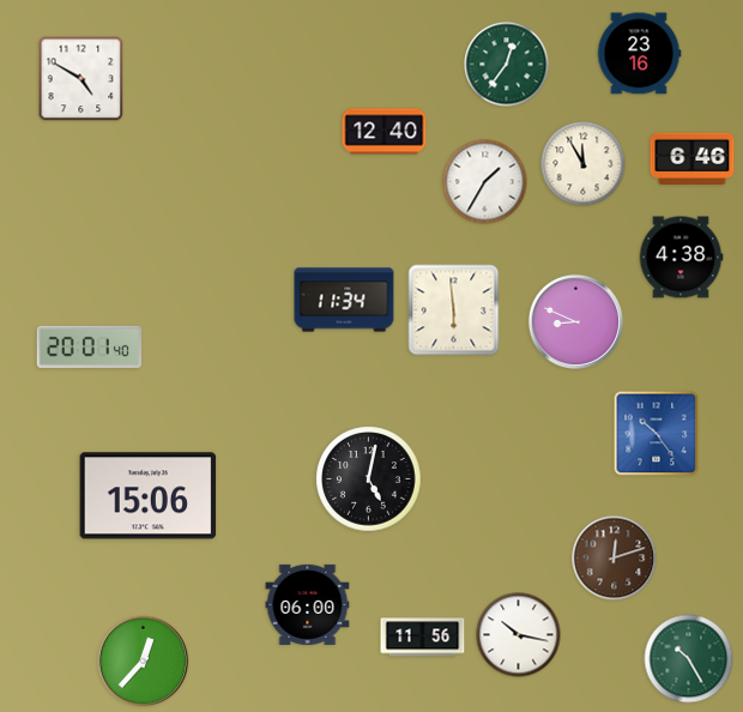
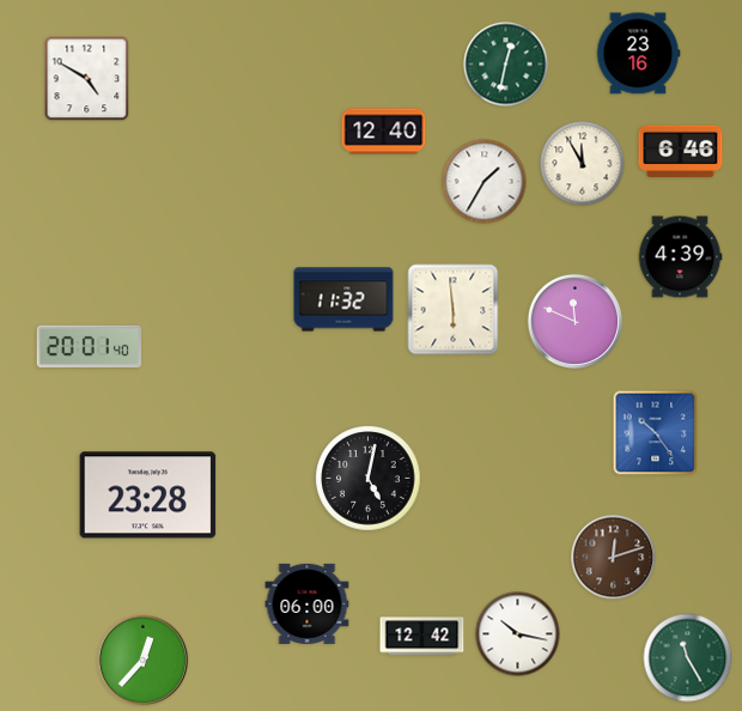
clock at (507, 65): 12:36 -> 12:32
clock at (81, 79) position: (81, 79) -> (87, 79)
clock at (693, 158) position: (693, 158) -> (681, 151)
clock at (681, 258): 4:38 -> 4:39
clock at (344, 300): 11:34 -> 11:32
clock at (575, 321): 8:49 -> 11:49
clock at (149, 496): 15:06 -> 23:28
clock at (423, 638): 11:56 -> 12:42
clock at (689, 659): 10:25 -> 11:25
